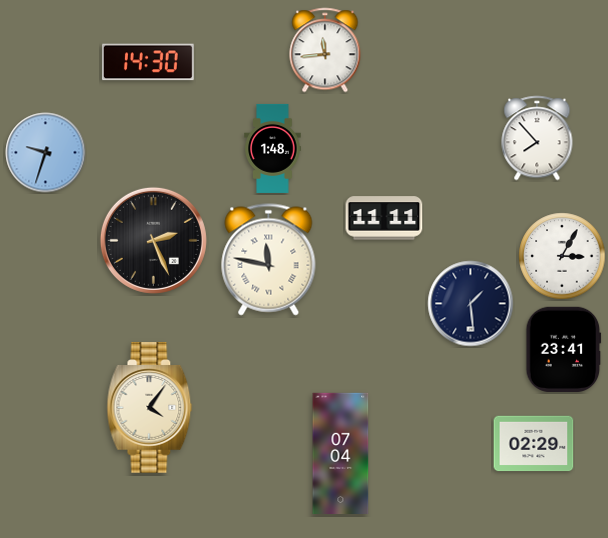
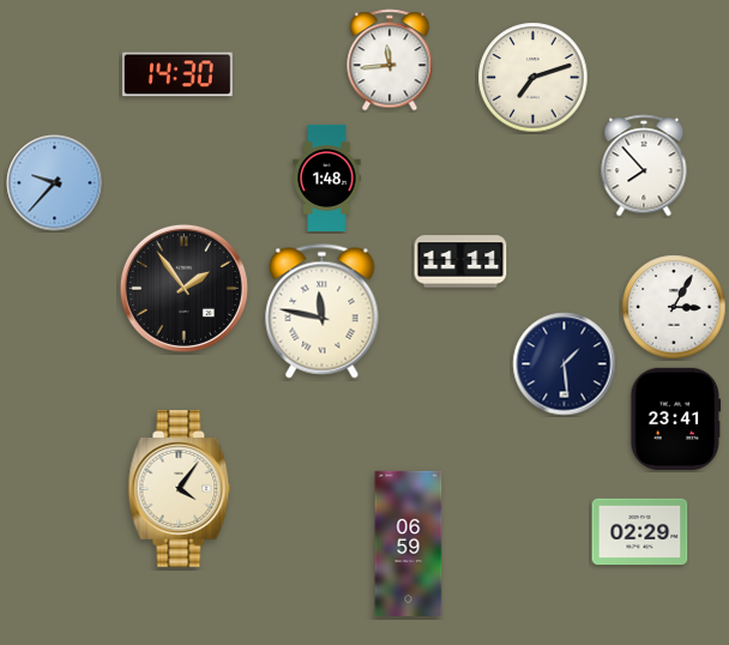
clock at (534, 78): none -> 7:12
clock at (46, 153): 9:33 -> 9:37
clock at (153, 240): 2:26 -> 1:54
clock at (341, 453): 07:04 -> 06:59
